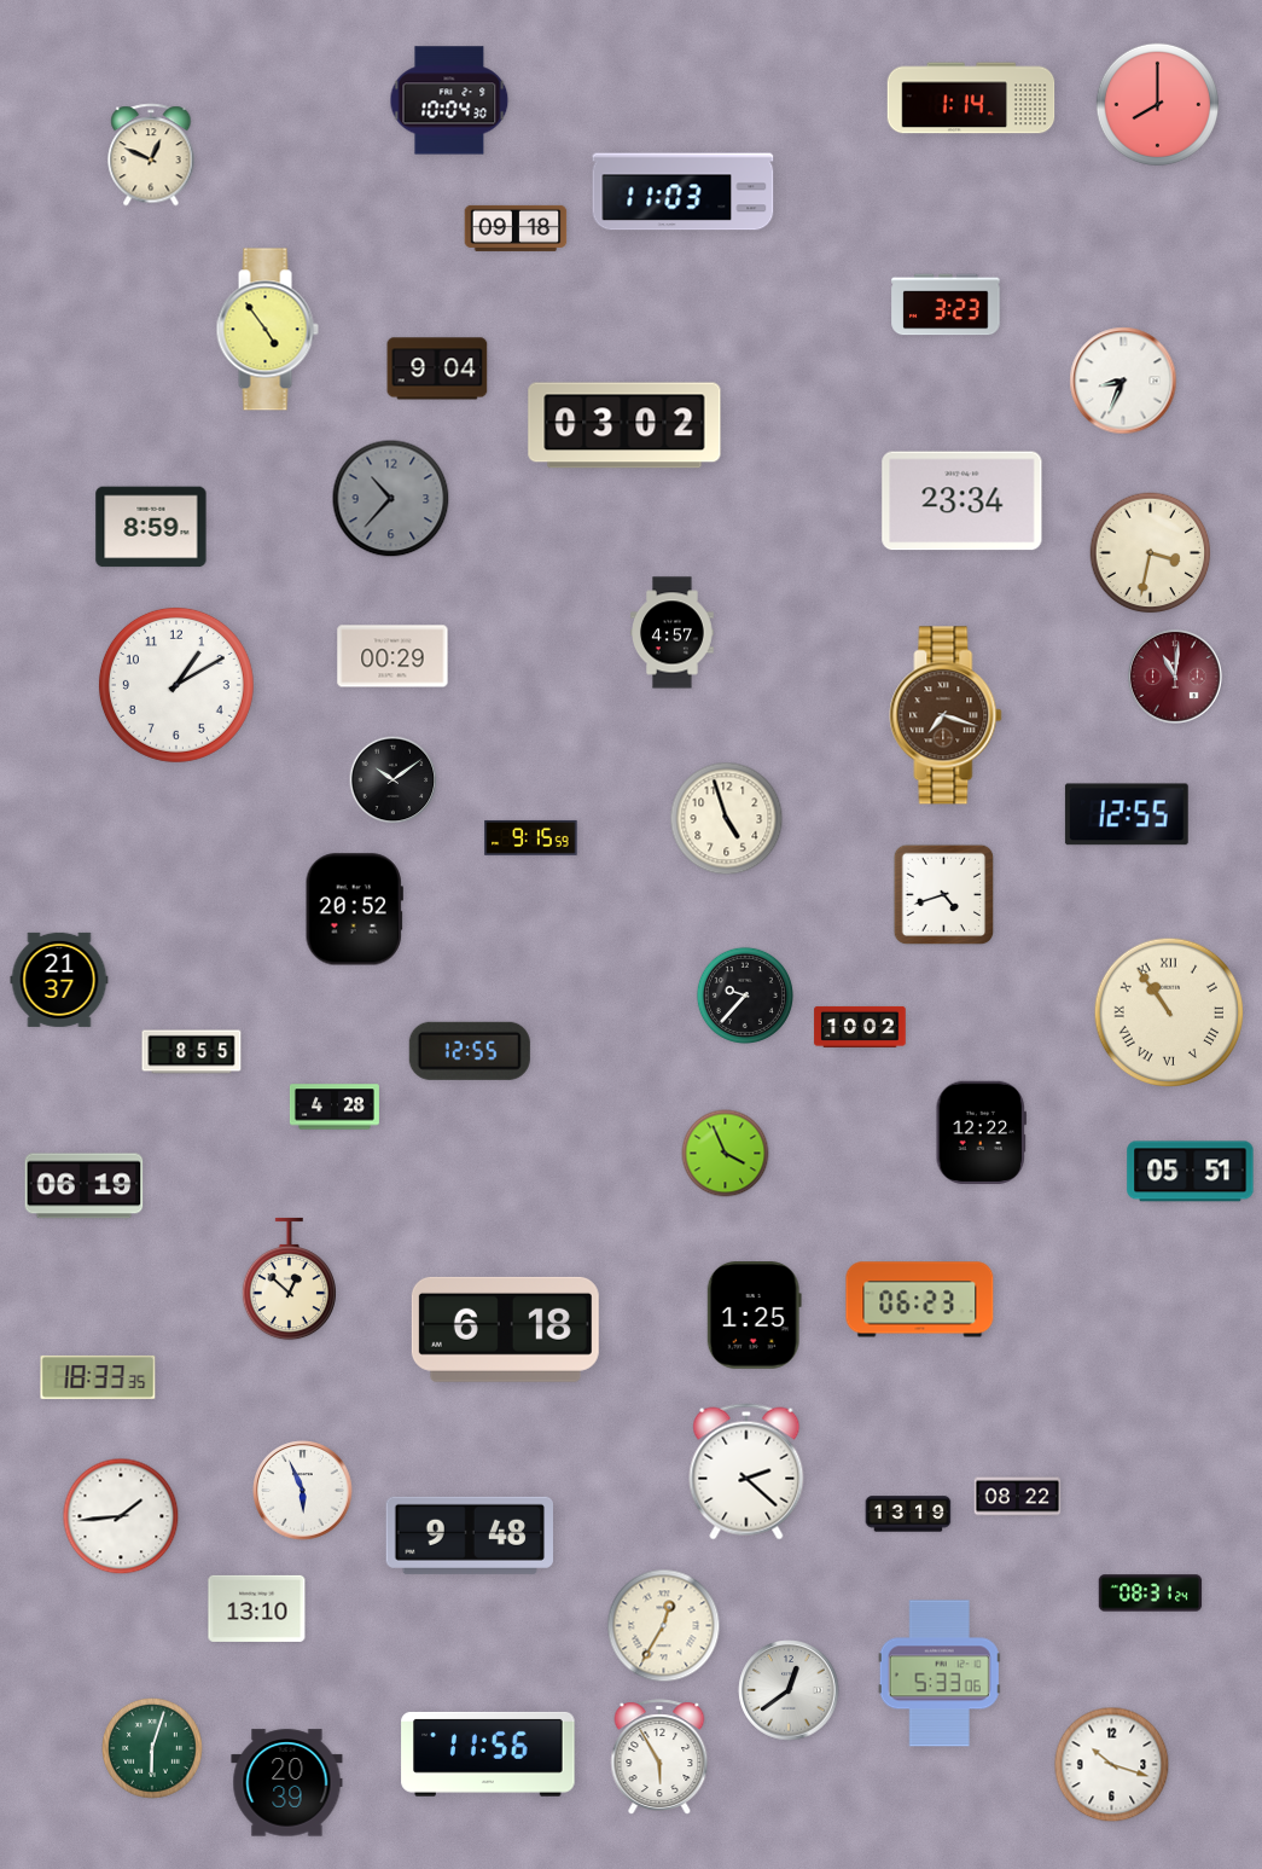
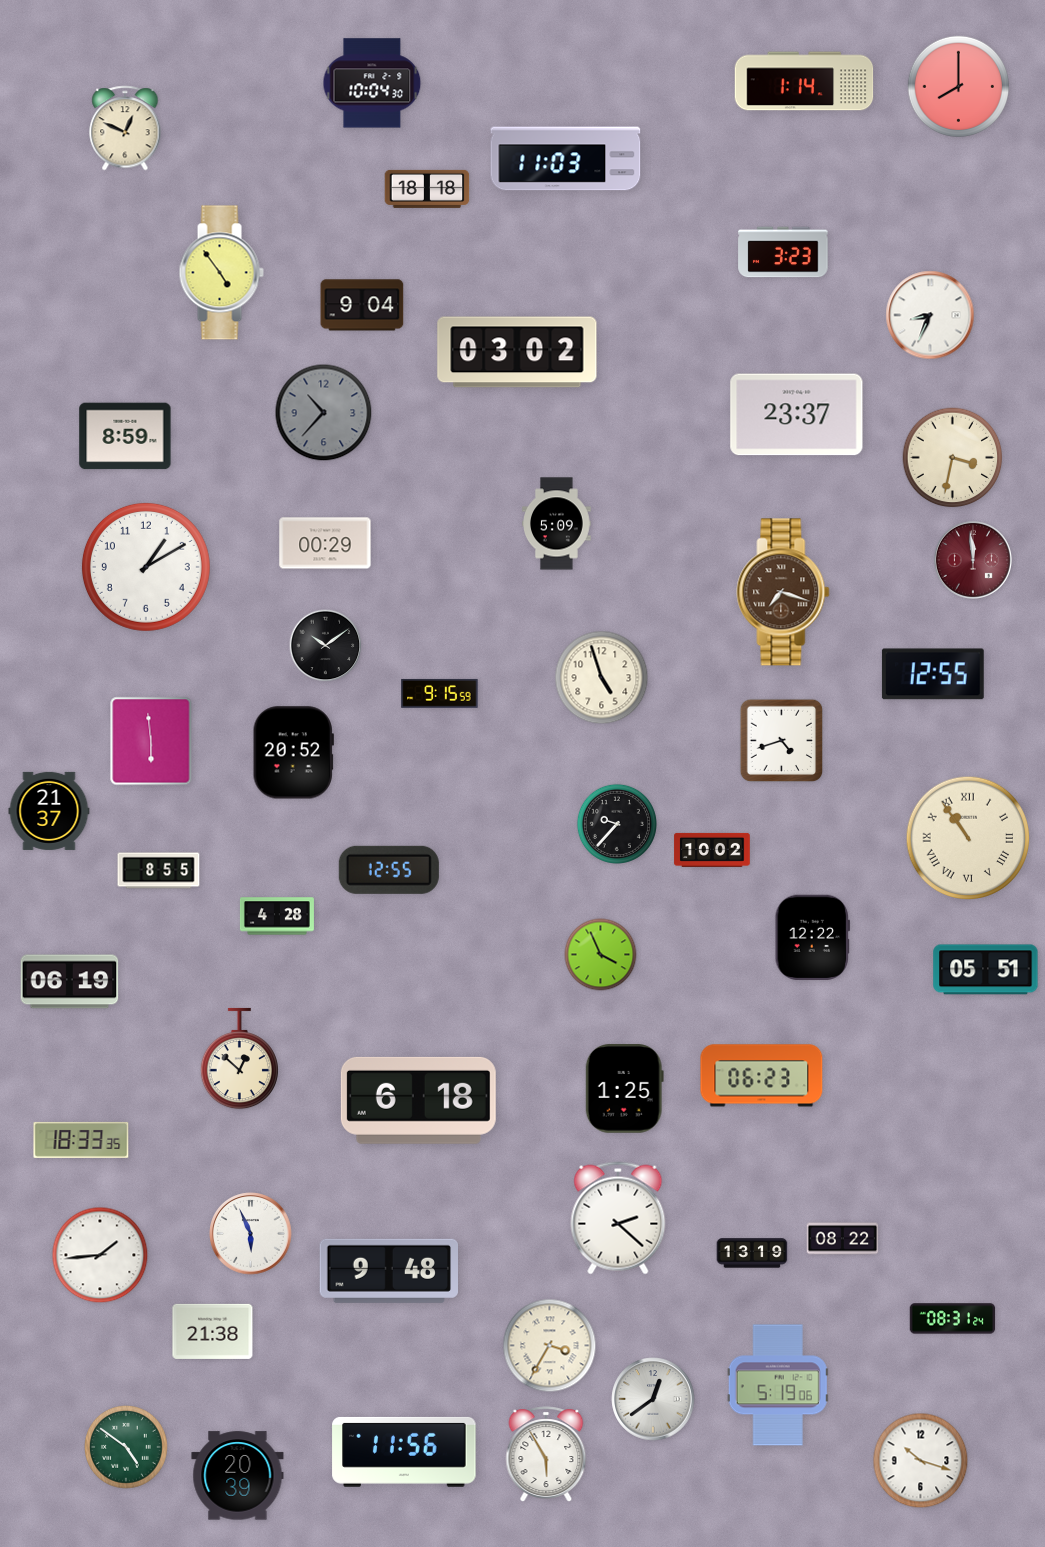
clock at (516, 228): 09:18 -> 18:18
clock at (963, 501): 23:34 -> 23:37
clock at (673, 633): 4:57 -> 5:09
clock at (1175, 677): 11:01 -> 11:59
clock at (151, 741): none -> 5:59
clock at (257, 1608): 13:10 -> 21:38
clock at (664, 1626): 12:35 -> 3:35
clock at (940, 1673): 5:33 -> 5:19
clock at (153, 1749): 6:03 -> 4:51
